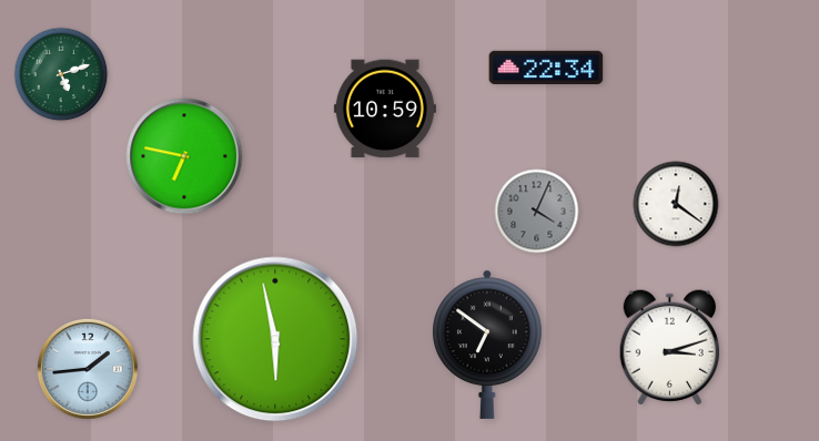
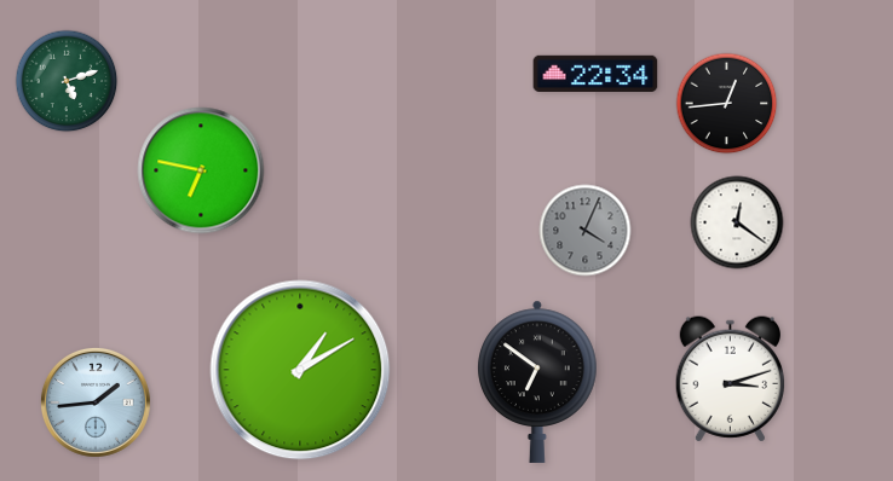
clock at (727, 104): none -> 12:44
clock at (385, 109): 10:59 -> none
clock at (275, 339): 5:58 -> 1:10
clock at (488, 345) position: (488, 345) -> (538, 382)
